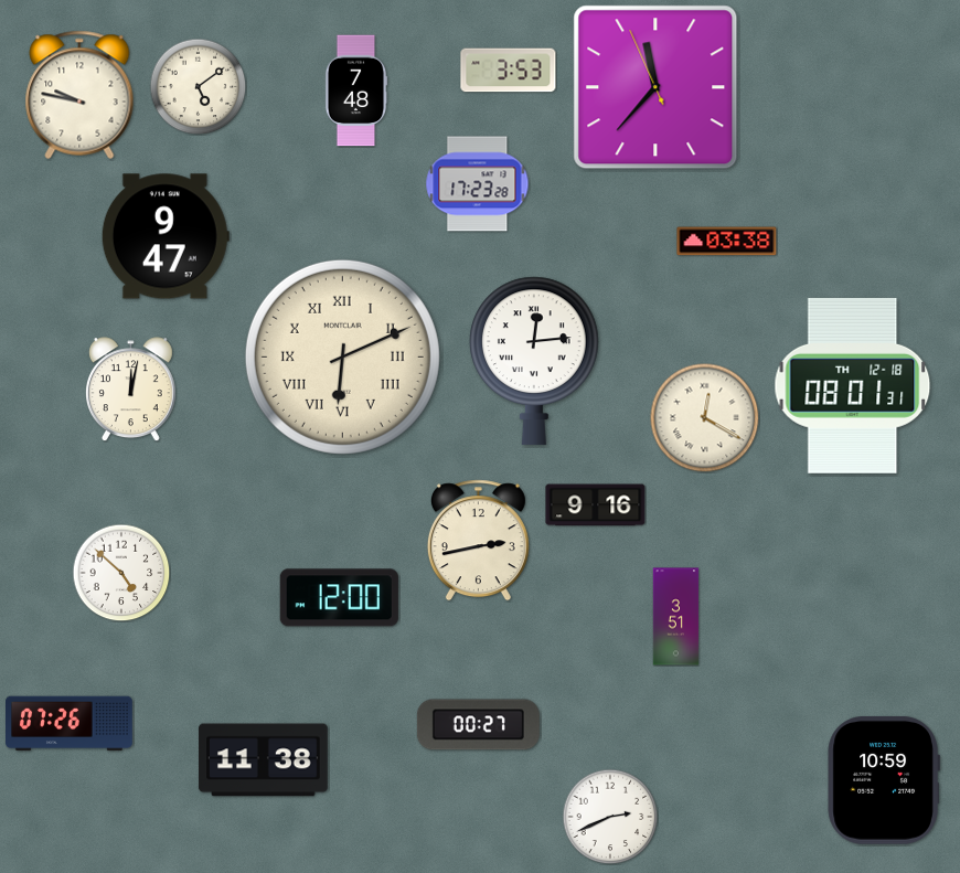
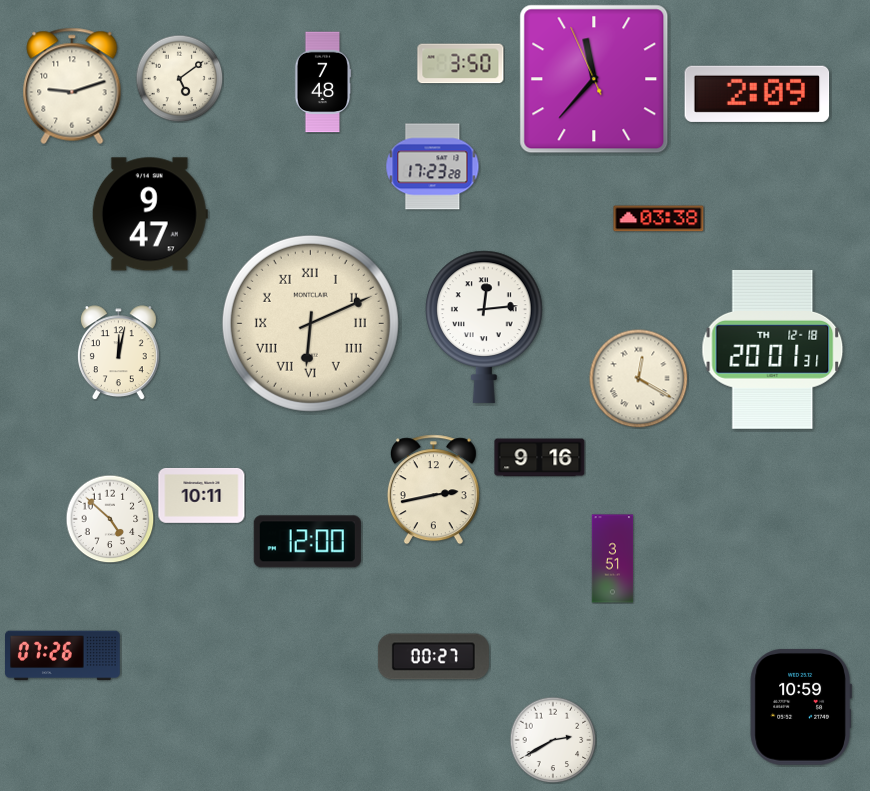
clock at (509, 71): 3:53 -> 3:50
clock at (79, 95): 9:47 -> 9:12
clock at (757, 94): none -> 2:09
clock at (853, 385): 08:01 -> 20:01
clock at (202, 495): none -> 10:11
clock at (264, 760): 11:38 -> none
clock at (610, 817): 2:41 -> 2:40
